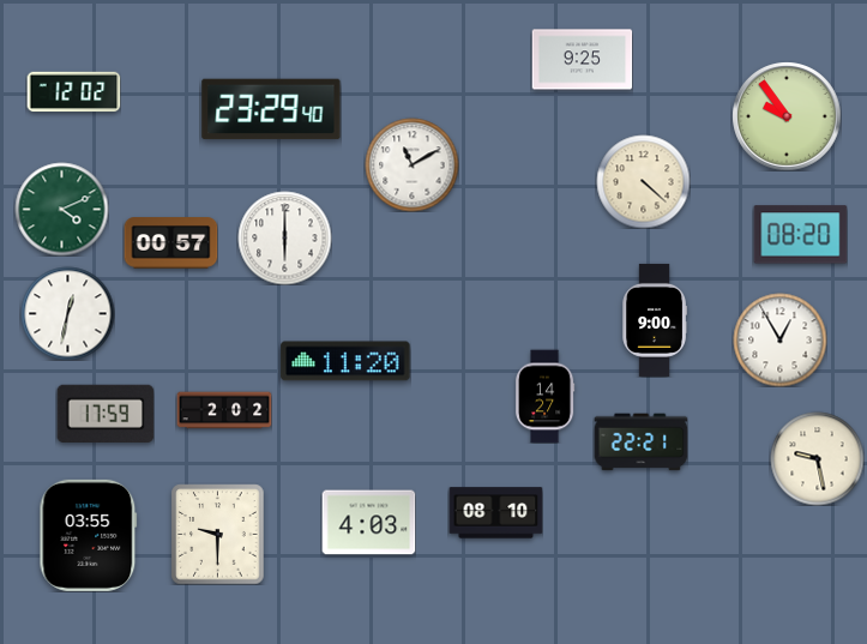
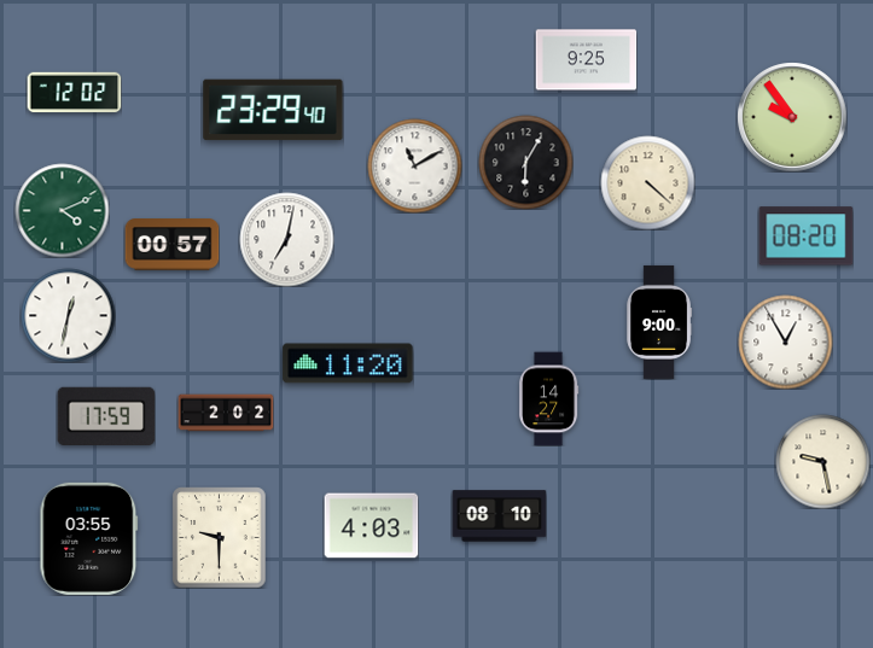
clock at (525, 162): none -> 6:05
clock at (284, 237): 6:00 -> 7:02
clock at (640, 443): 22:21 -> none
